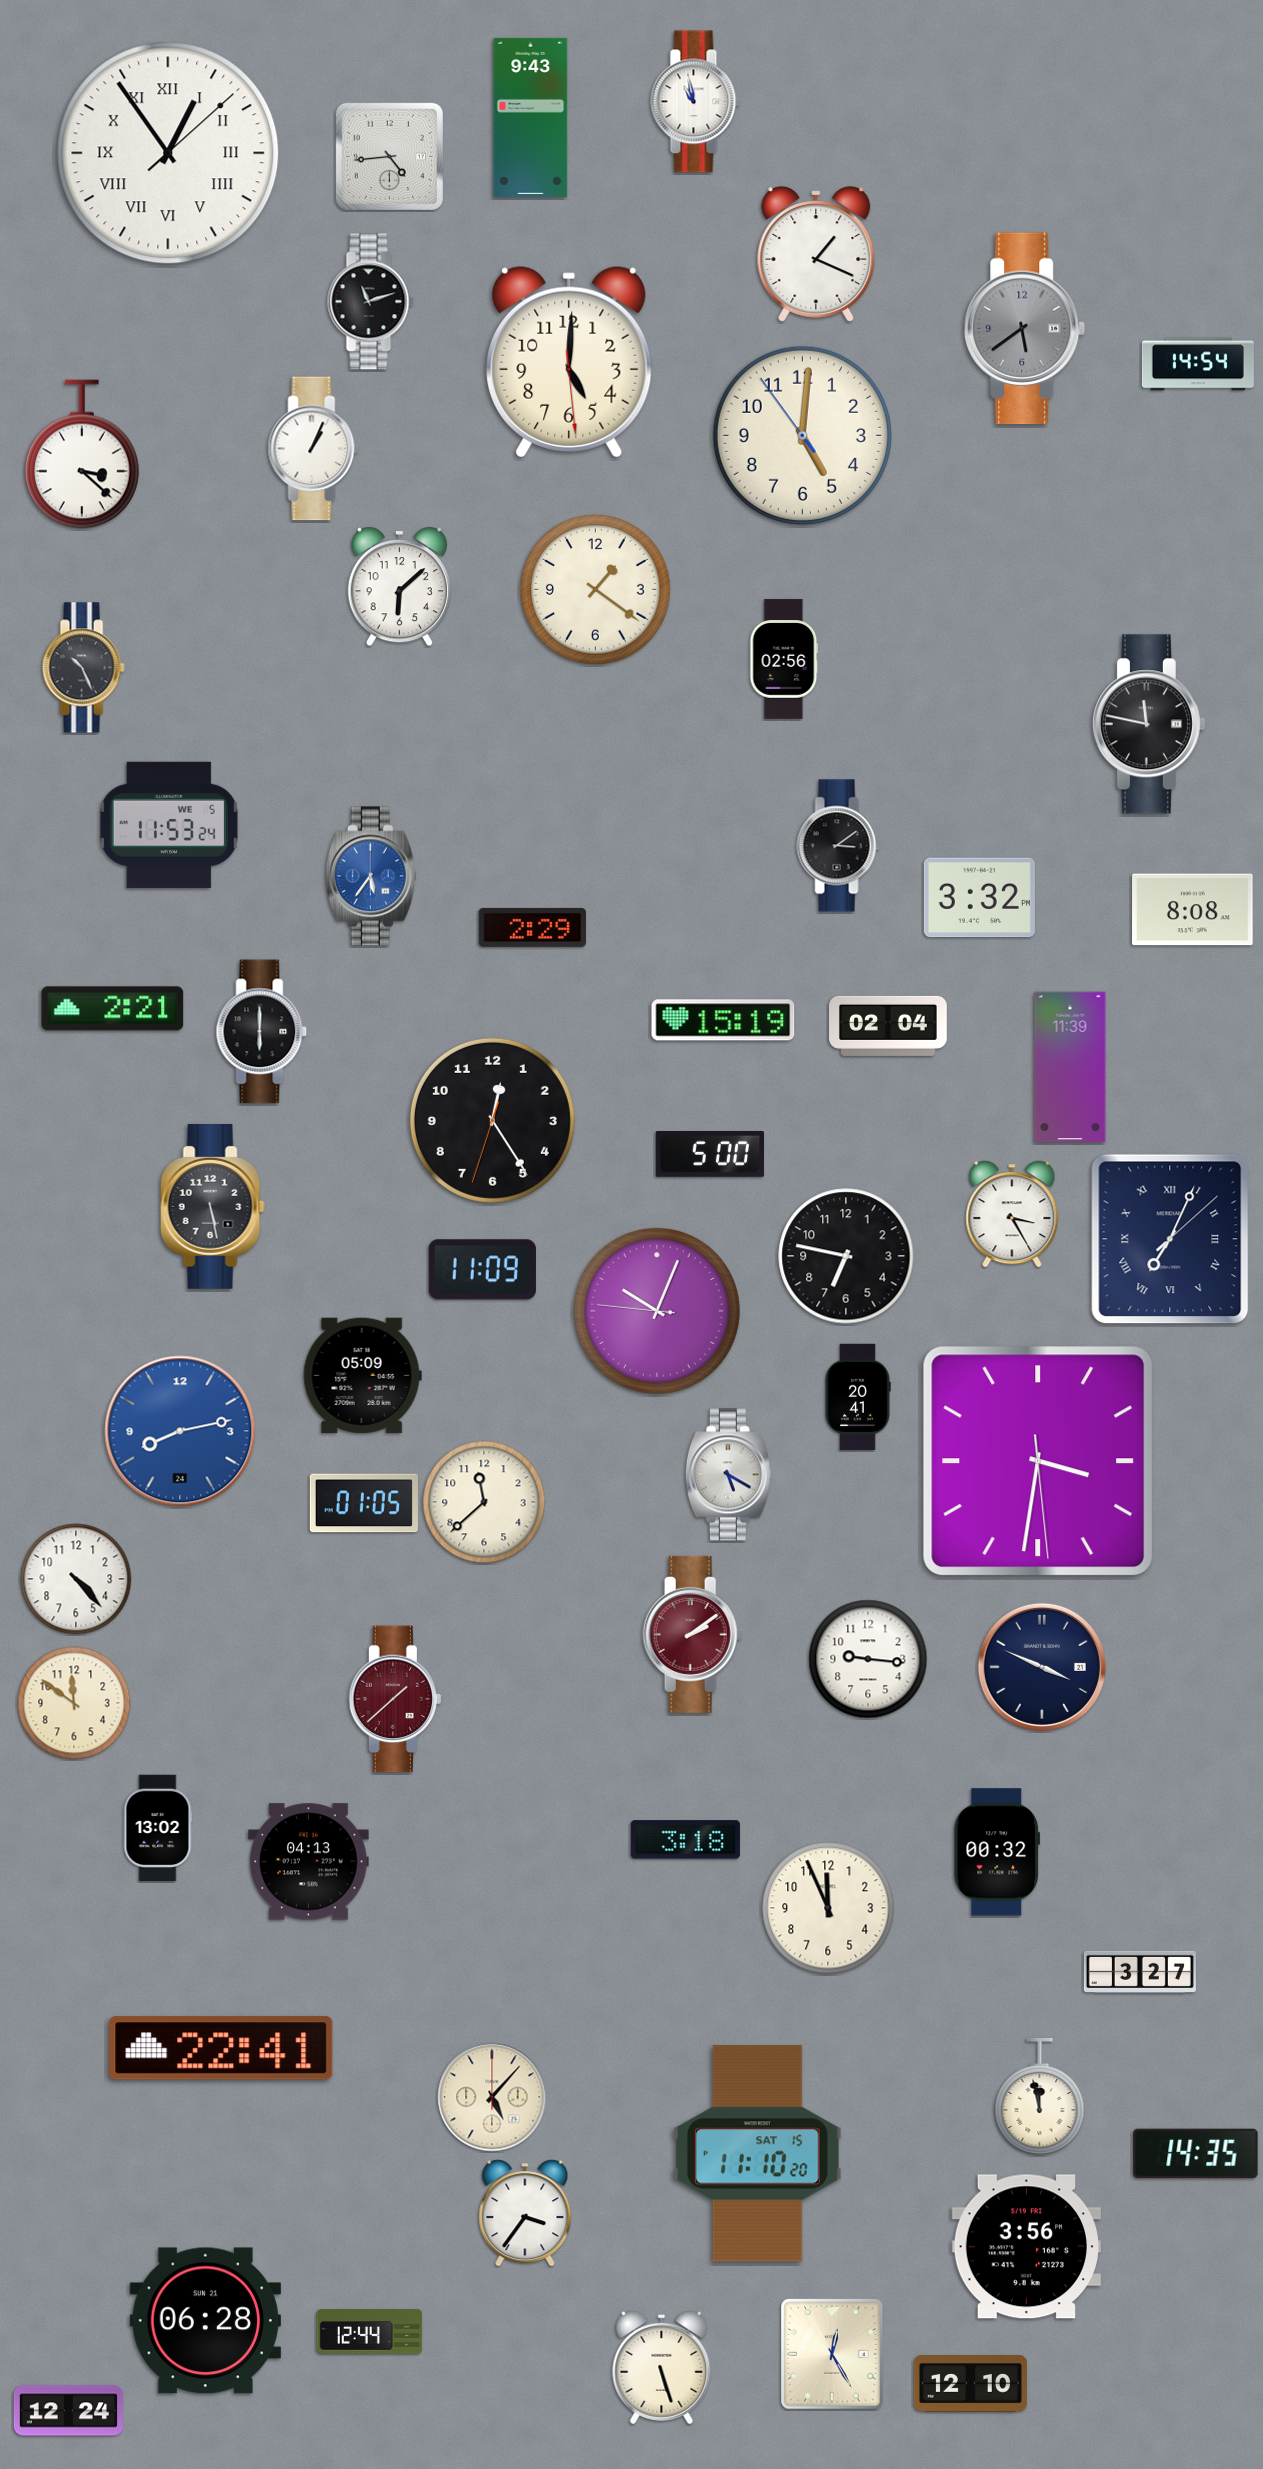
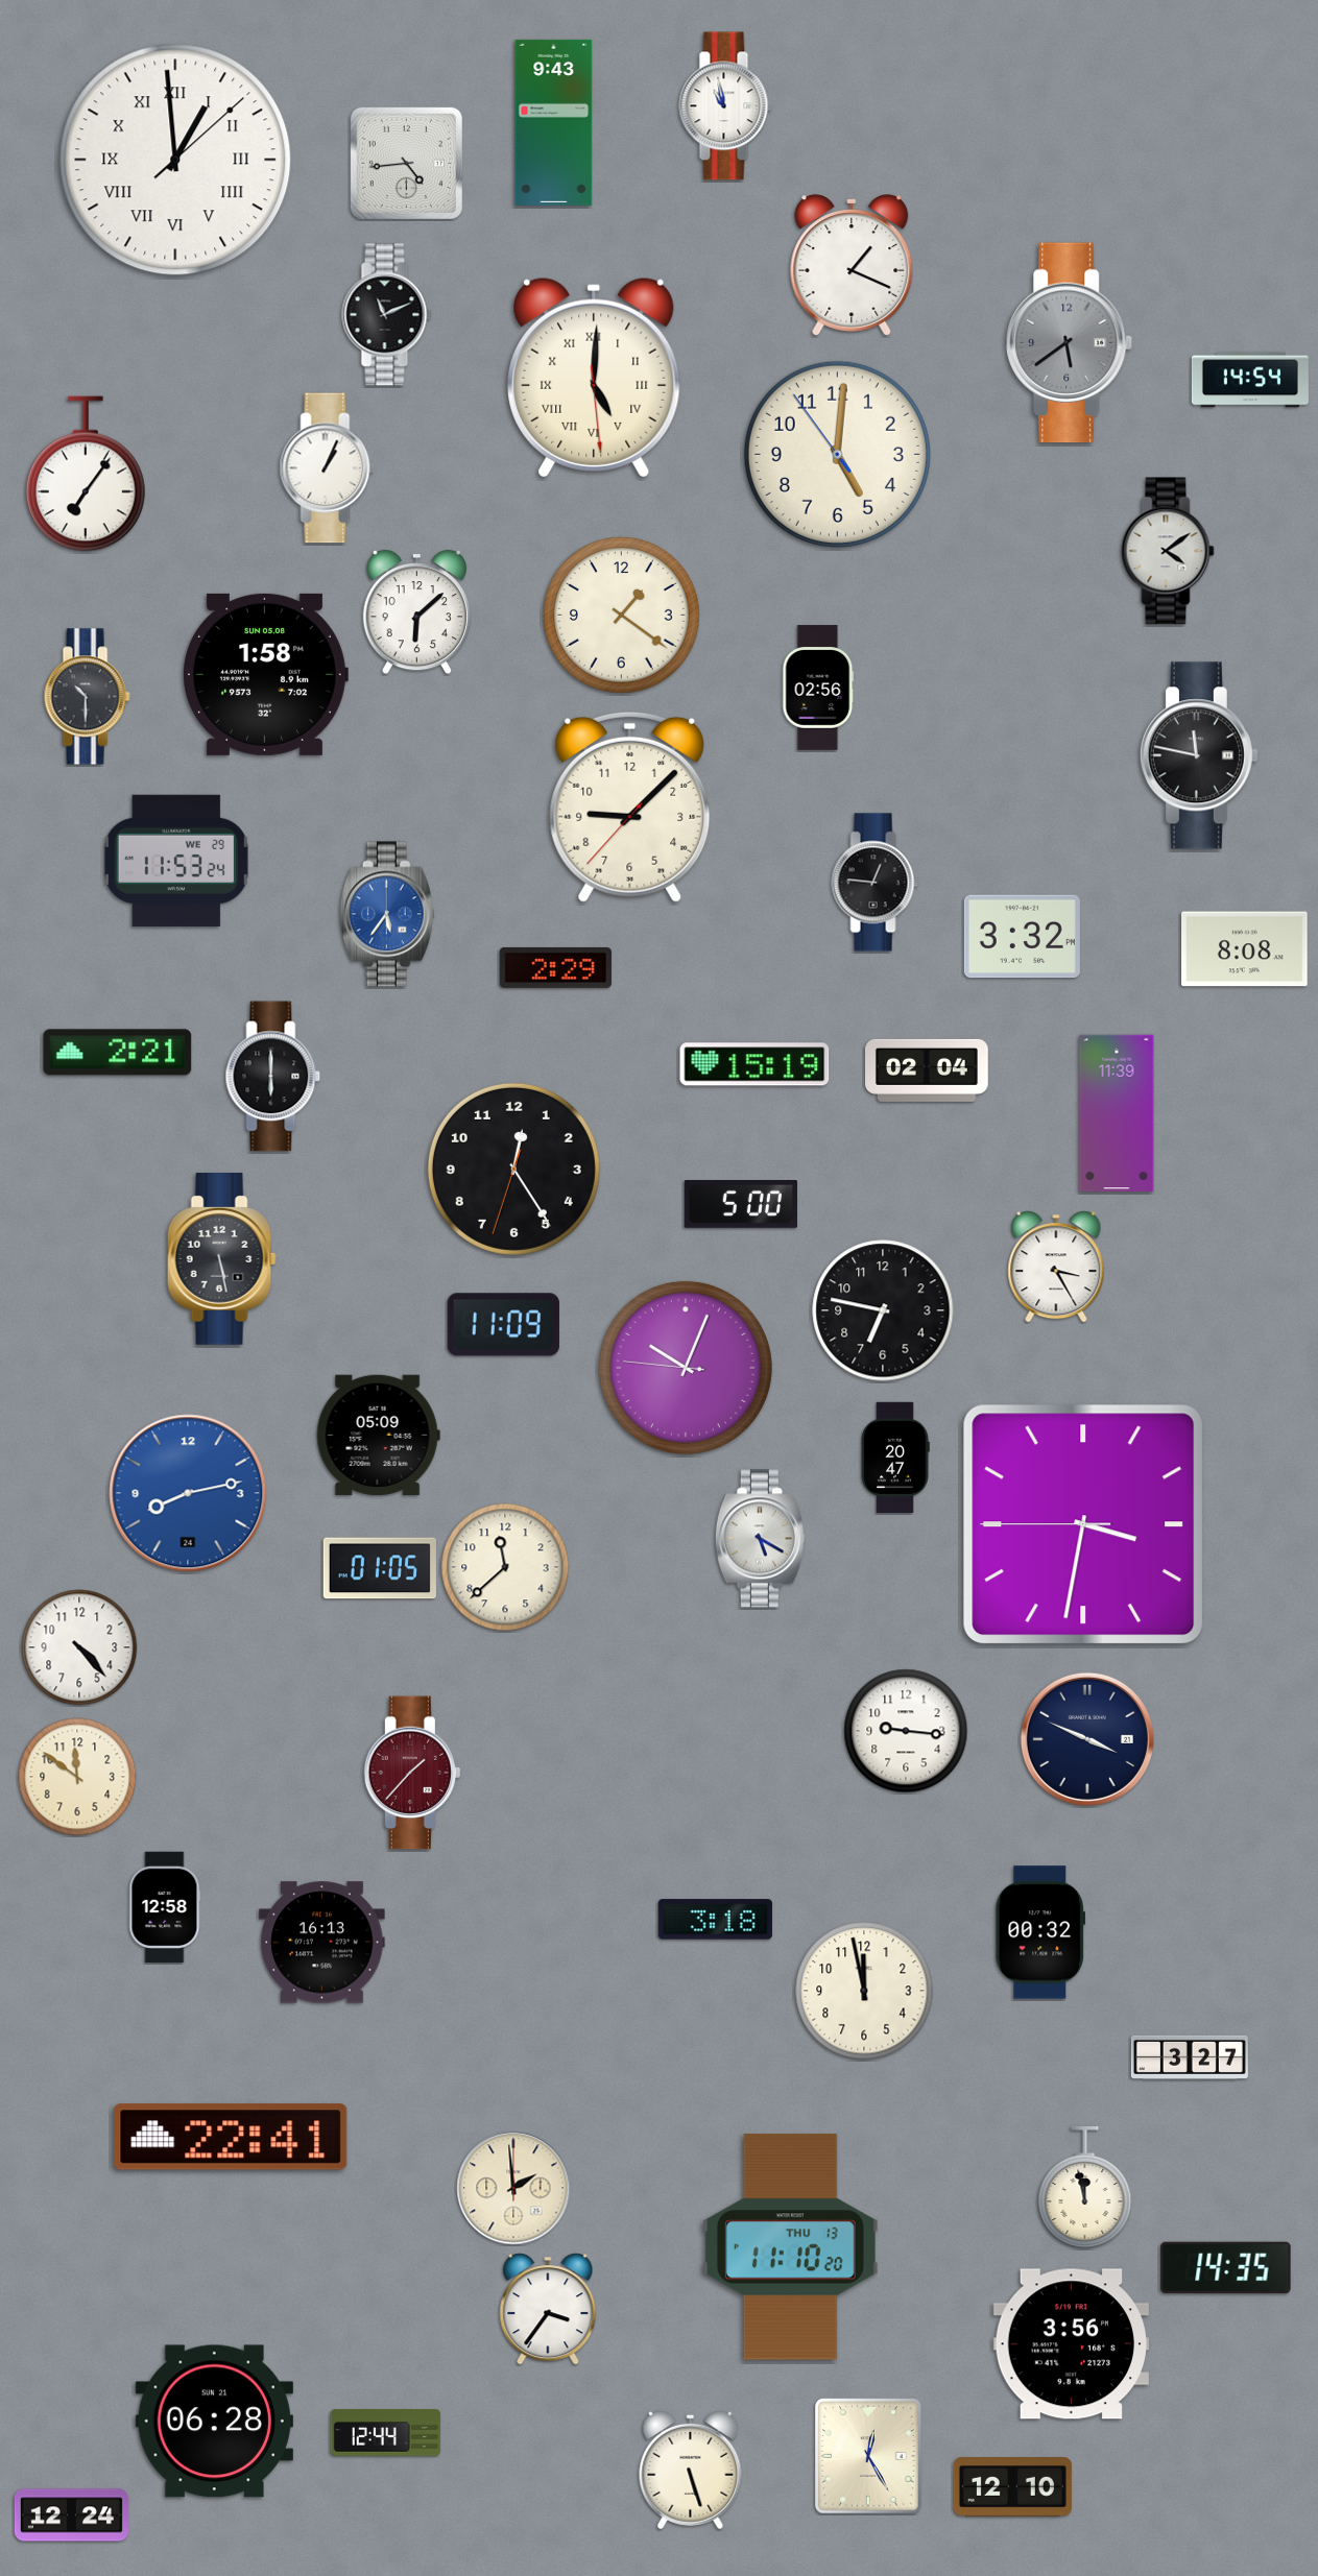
clock at (168, 153): 12:54 -> 12:59
clock at (371, 302): 11:12 -> 11:11
clock at (569, 362) numerals: Arabic -> Roman
clock at (82, 454): 3:22 -> 7:06
clock at (1168, 551): none -> 4:09
clock at (265, 674): none -> 1:58
clock at (83, 668): 10:26 -> 10:30
clock at (630, 806): none -> 9:07
clock at (169, 825) date: WE 5 -> WE 29
clock at (839, 846): 3:09 -> 12:46
clock at (1170, 1239): 7:04 -> none
clock at (858, 1397): 20:41 -> 20:47
clock at (1038, 1461): 3:31:29 -> 3:31:45
clock at (693, 1634): 2:09 -> none
clock at (395, 1699): 1:38 -> 1:37
clock at (158, 1828): 13:02 -> 12:58
clock at (309, 1862): 04:13 -> 16:13
clock at (828, 1908): 11:56 -> 11:58
clock at (492, 2097): 5:07 -> 1:59
clock at (757, 2154) date: SAT 15 -> THU 13
clock at (1196, 2154) position: (1196, 2154) -> (1226, 2268)
